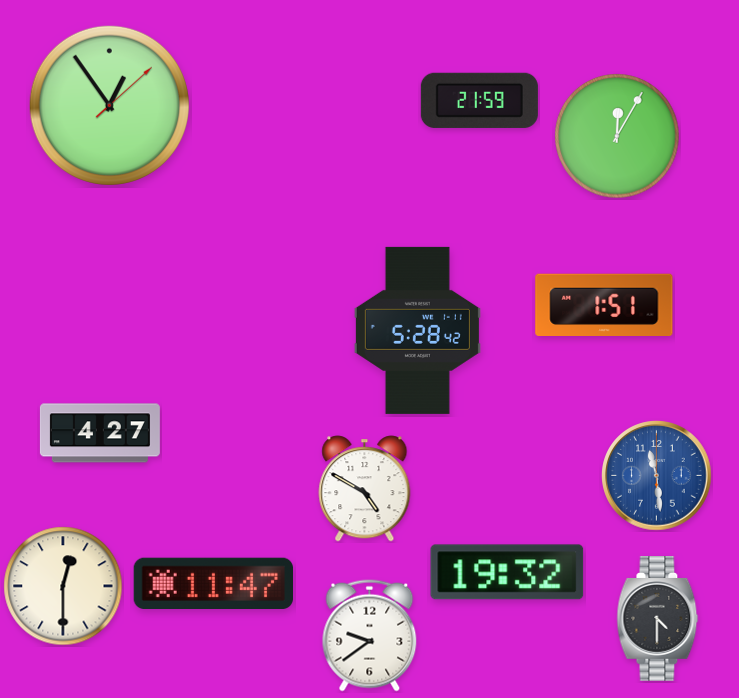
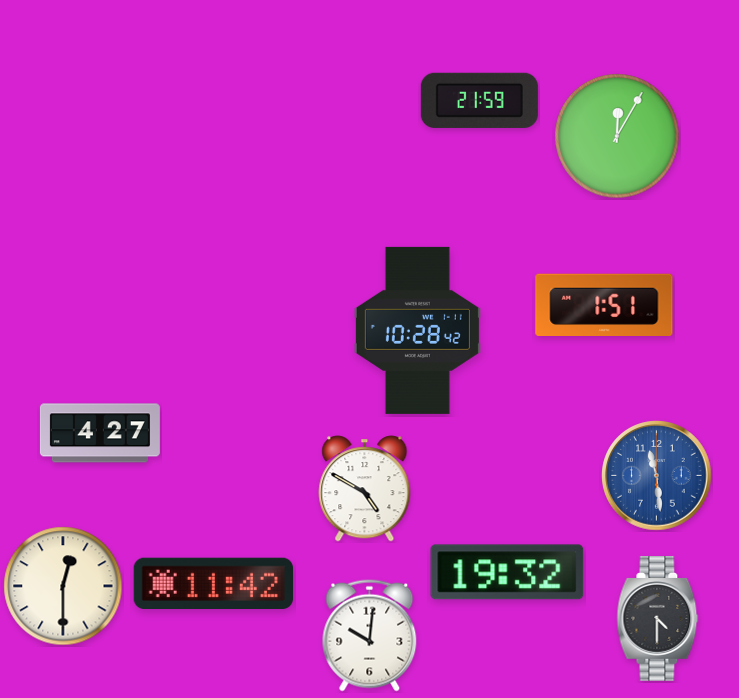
clock at (109, 105): 12:54 -> none
clock at (417, 330): 5:28 -> 10:28
clock at (213, 584): 11:47 -> 11:42
clock at (370, 636): 9:39 -> 10:01
